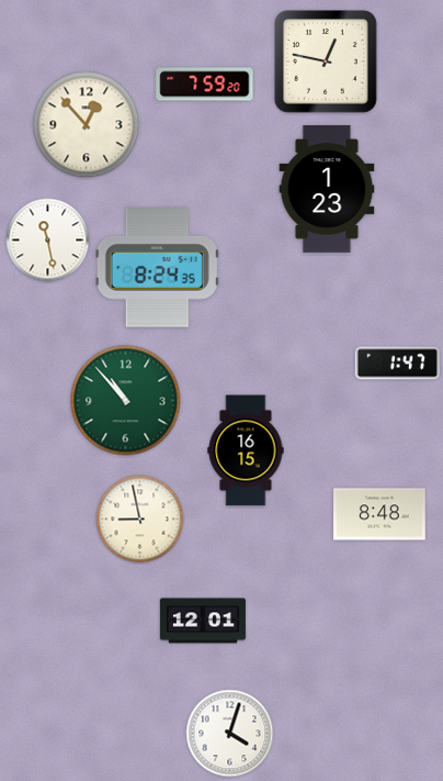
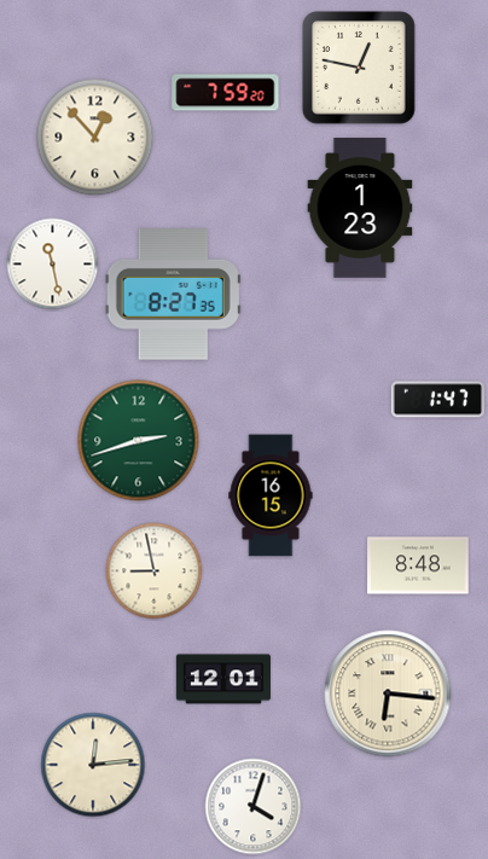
clock at (157, 268): 8:24 -> 8:27
clock at (126, 401): 10:53 -> 2:42
clock at (202, 621) position: (202, 621) -> (222, 679)
clock at (388, 693): none -> 6:16
clock at (93, 765): none -> 12:14
